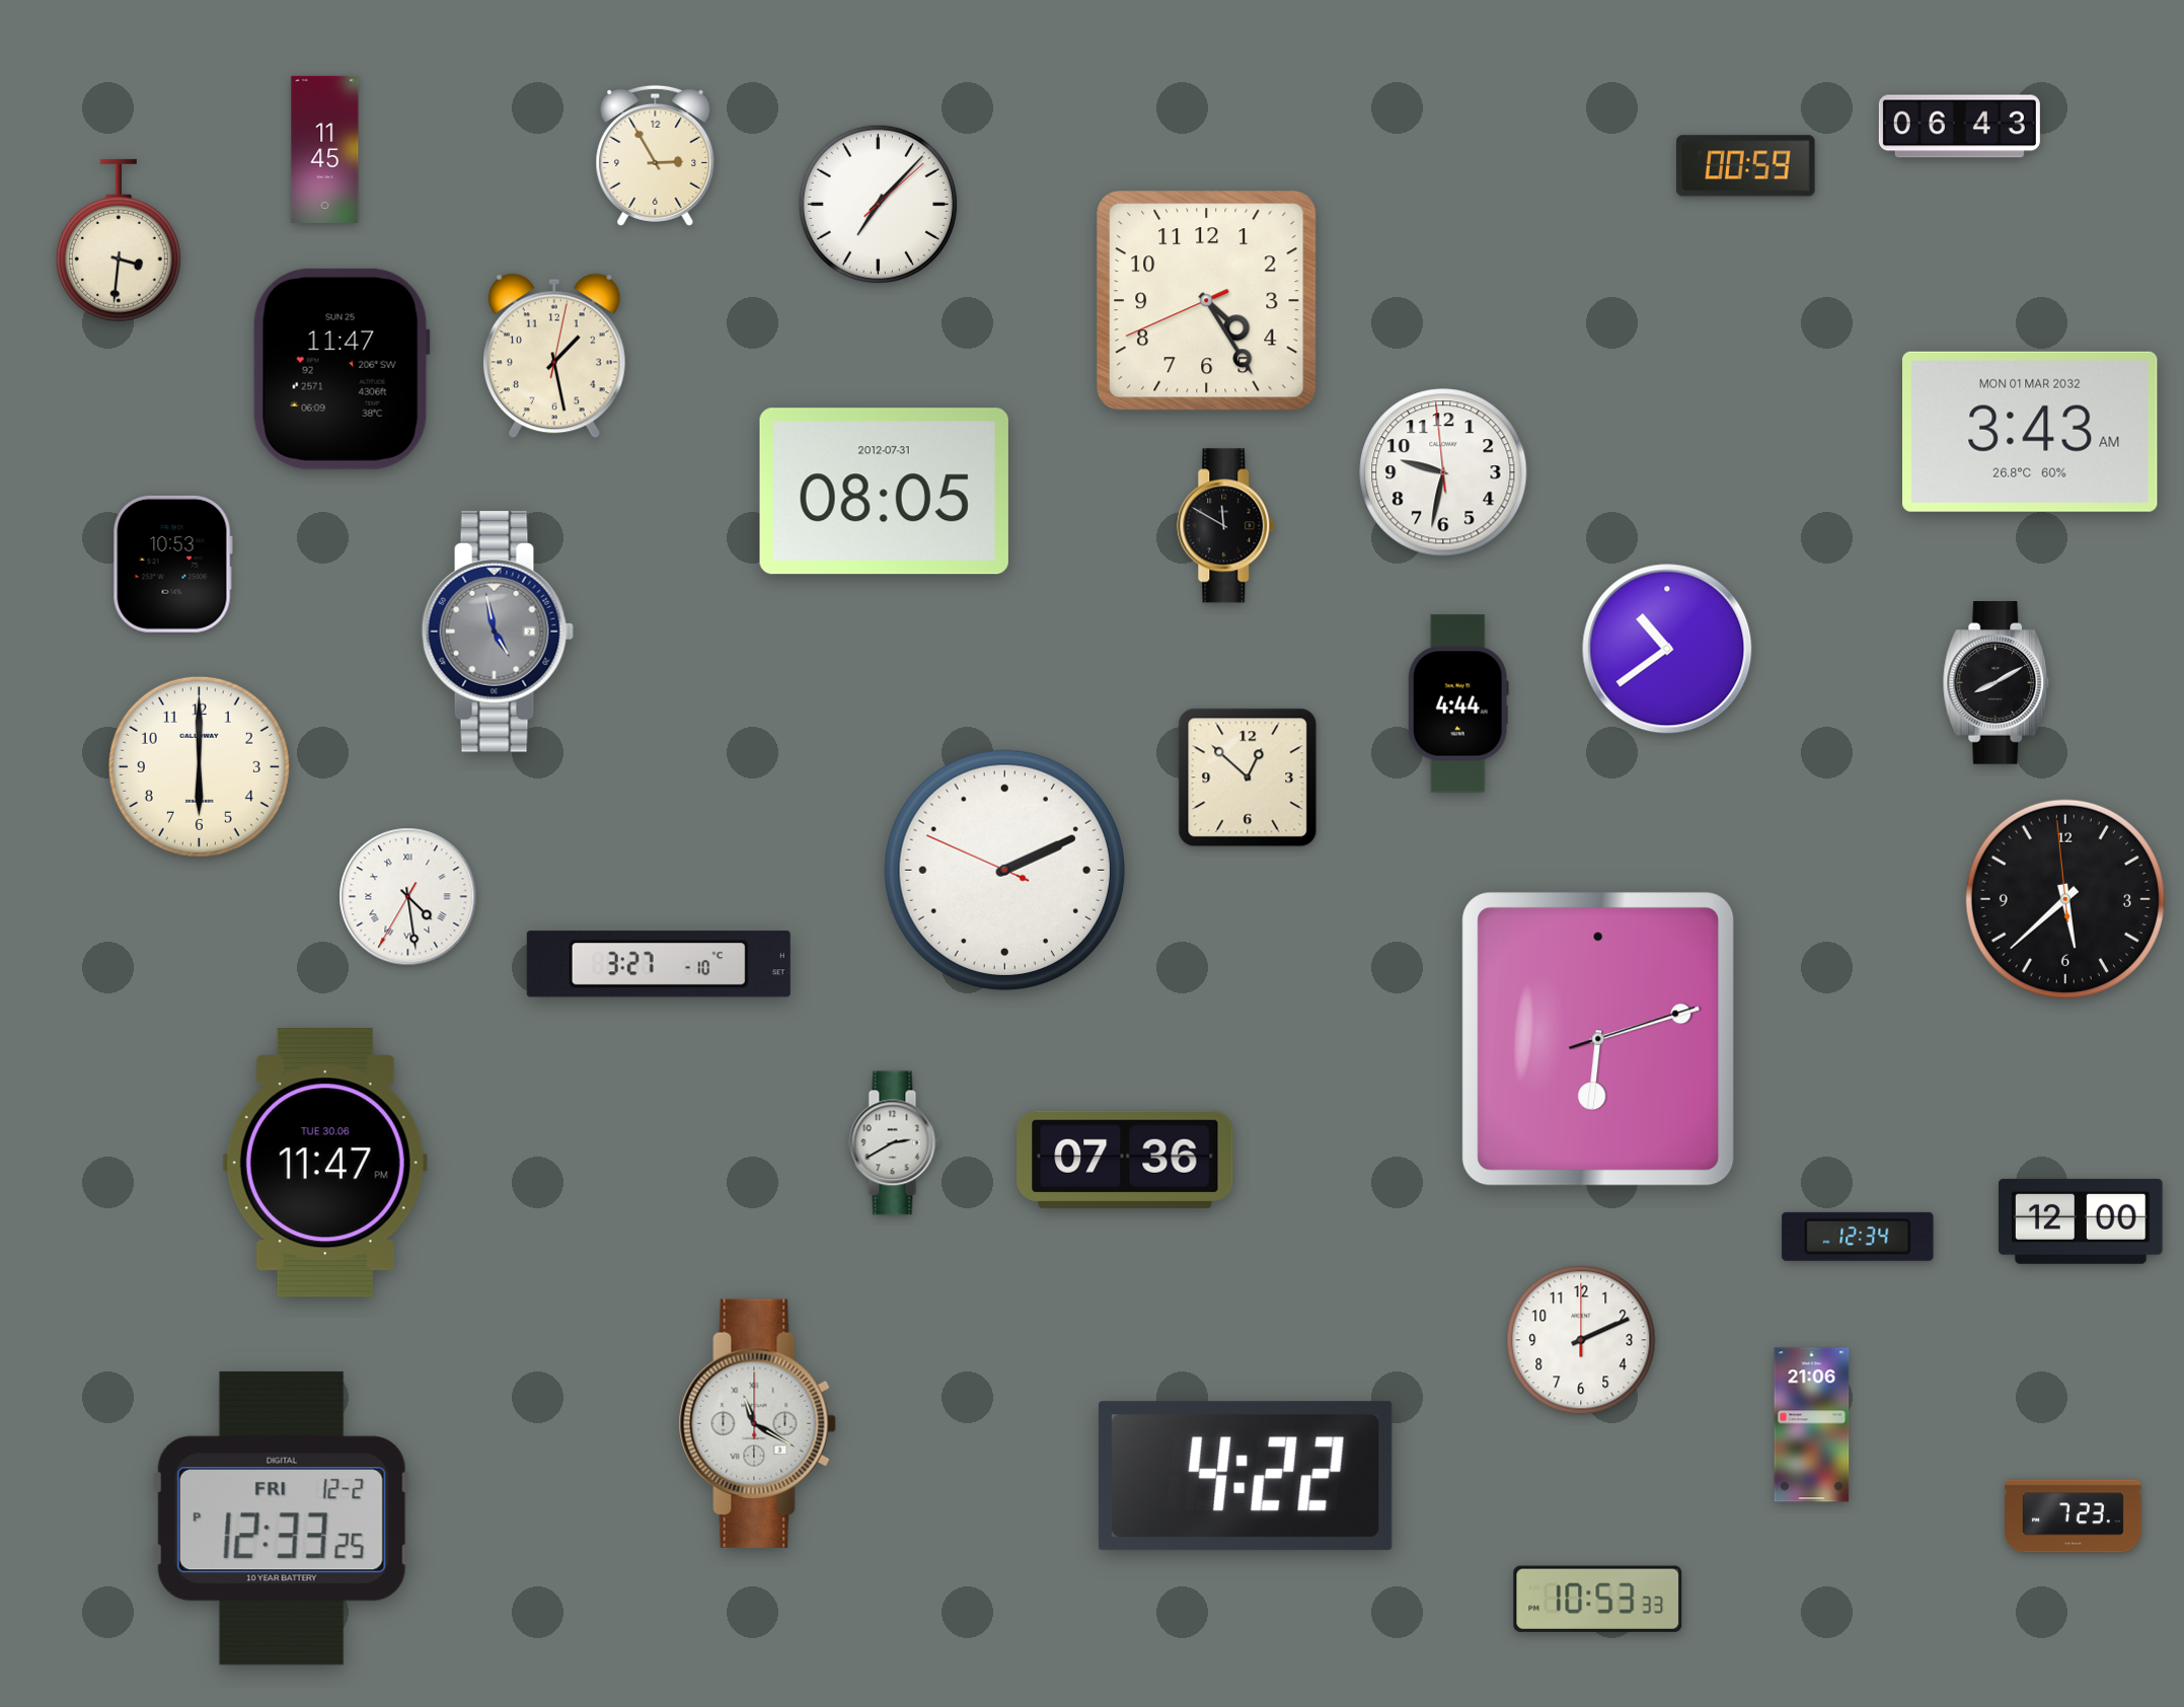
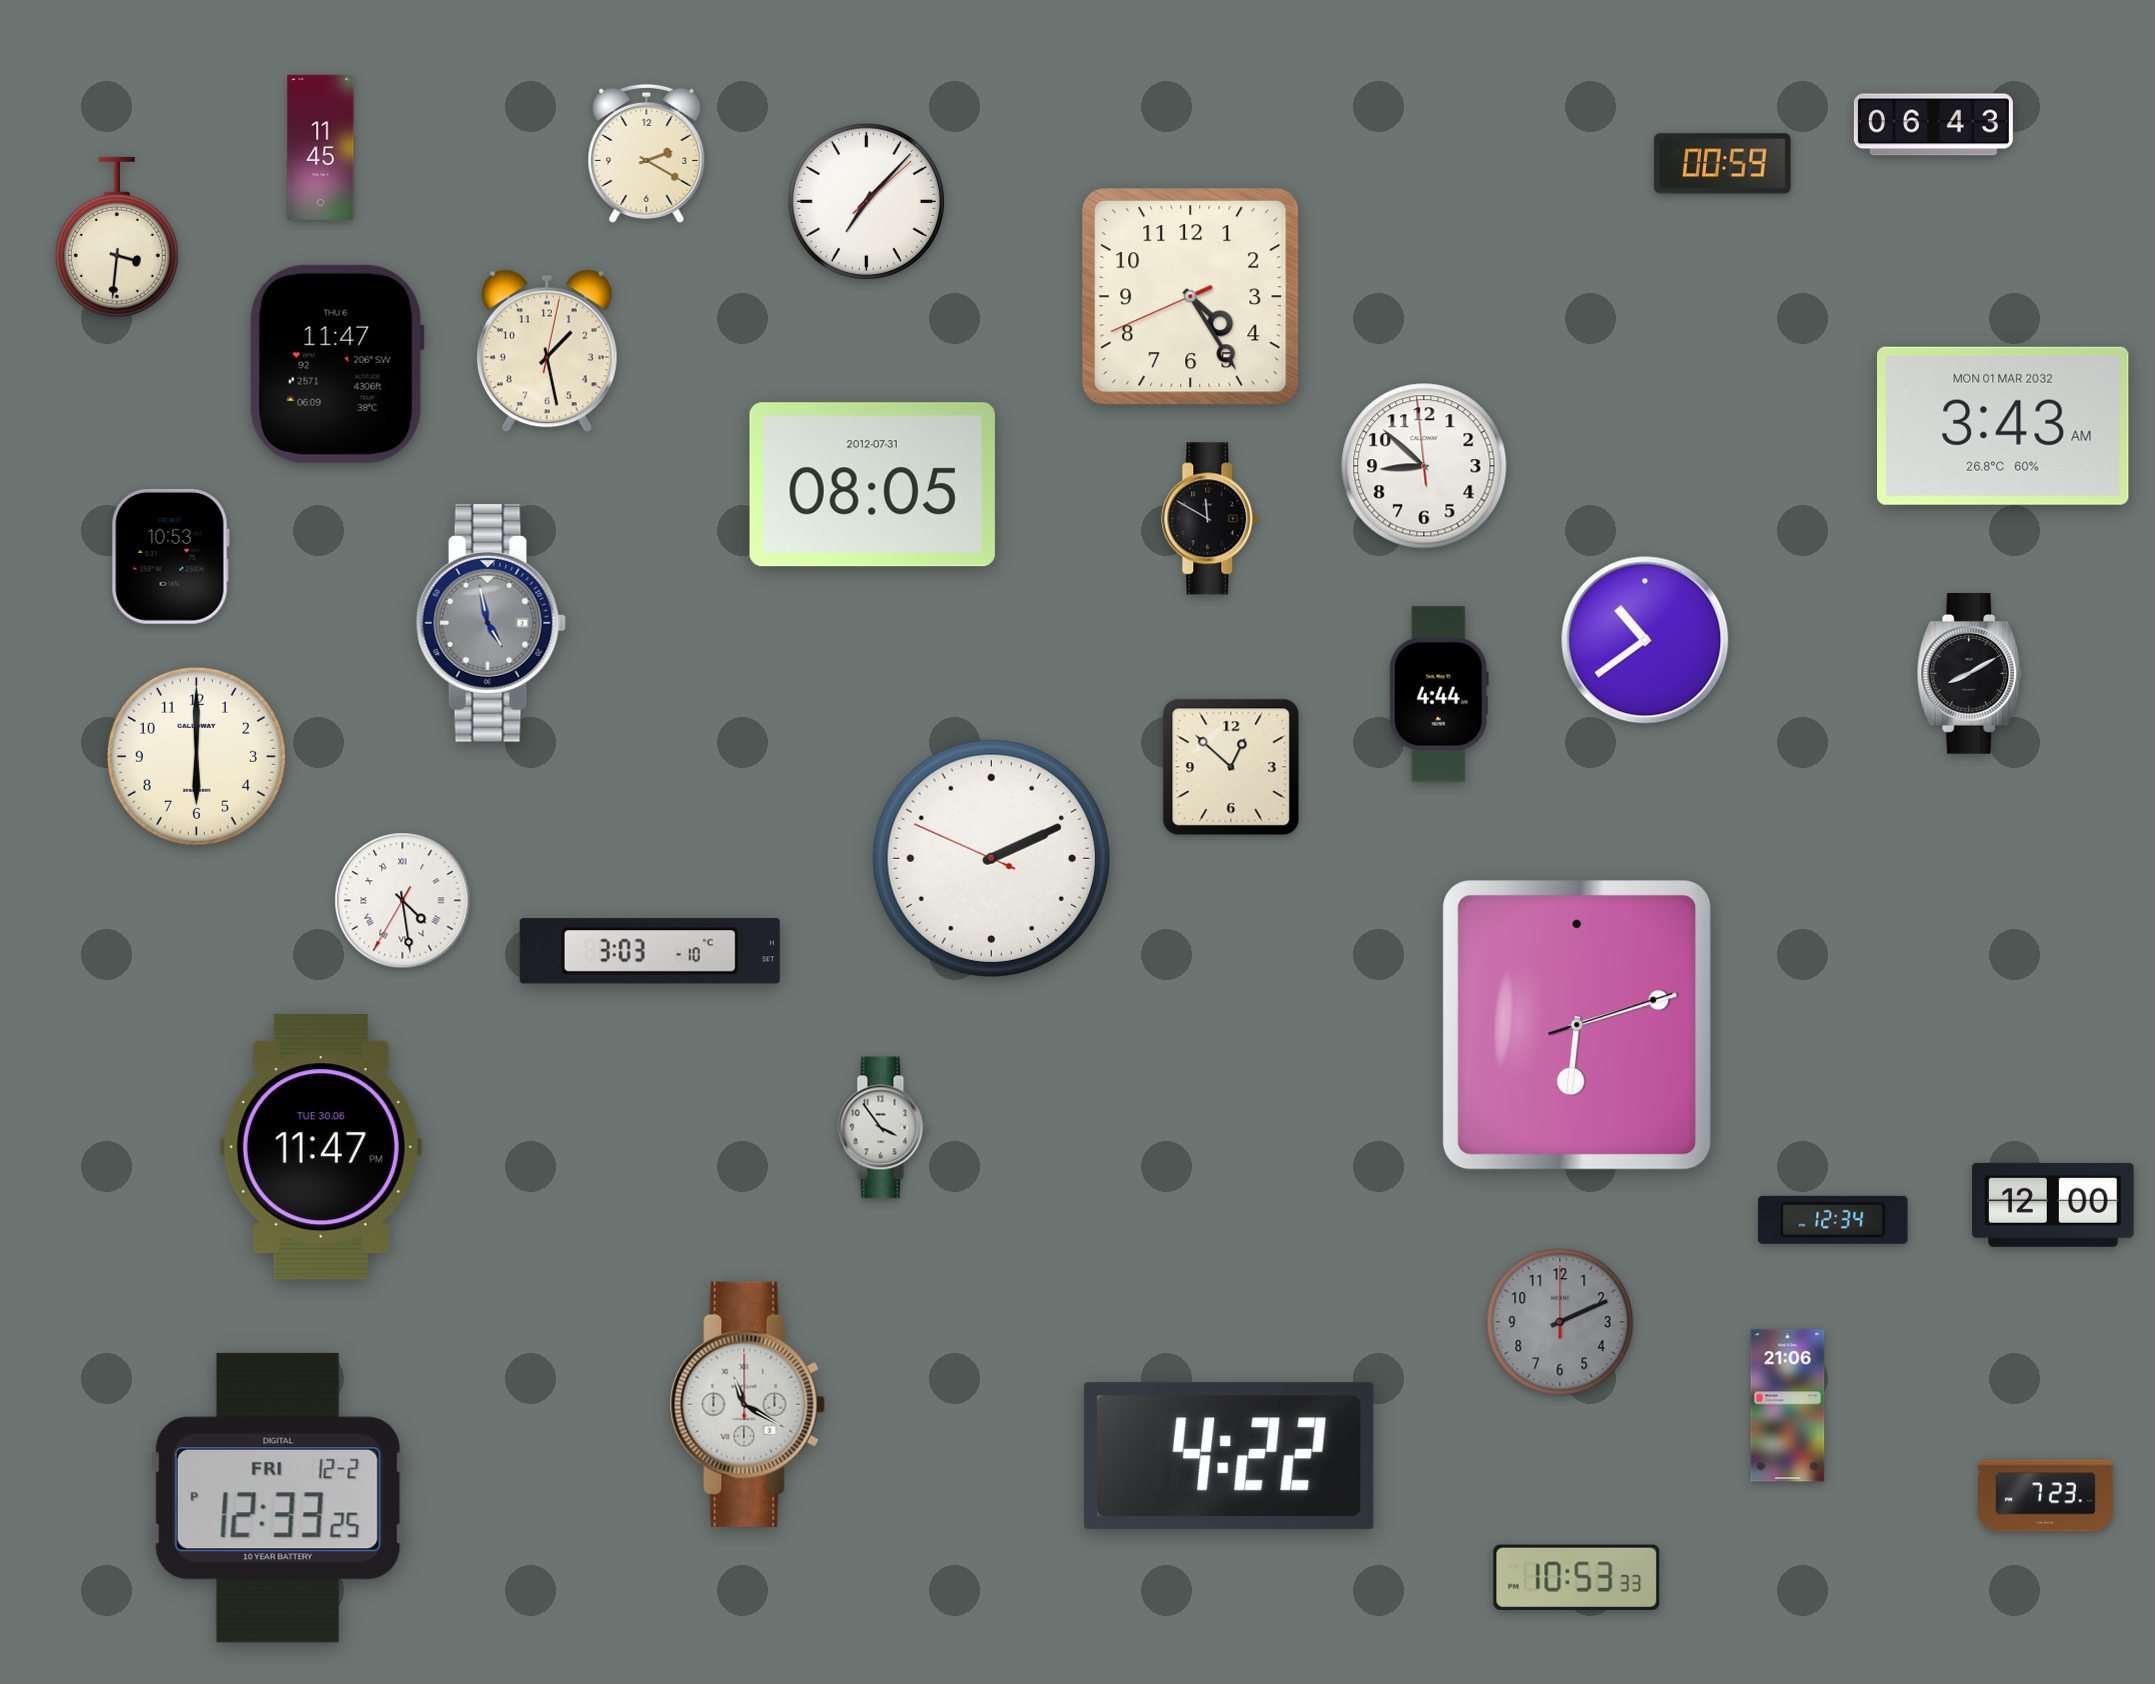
clock at (656, 155): 2:55 -> 2:20
clock at (342, 369) date: SUN 25 -> THU 6
clock at (1443, 472): 9:31 -> 8:51
clock at (408, 897) position: (408, 897) -> (403, 901)
clock at (2065, 899): 5:37 -> none
clock at (659, 964): 3:27 -> 3:03
clock at (895, 1143): 2:40 -> 3:54
clock at (1125, 1160): 07:36 -> none
clock at (1581, 1340) dial: white -> grey
